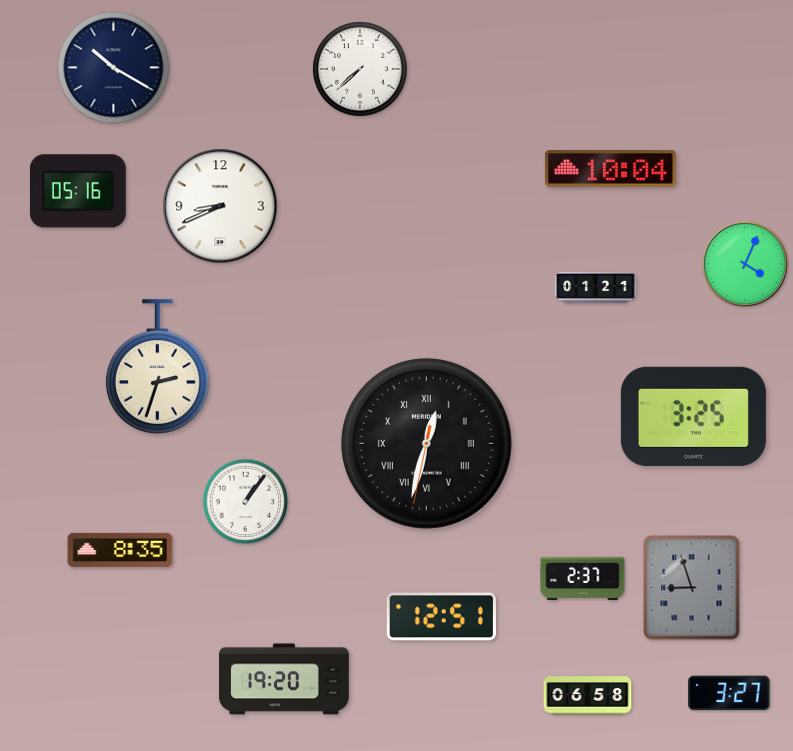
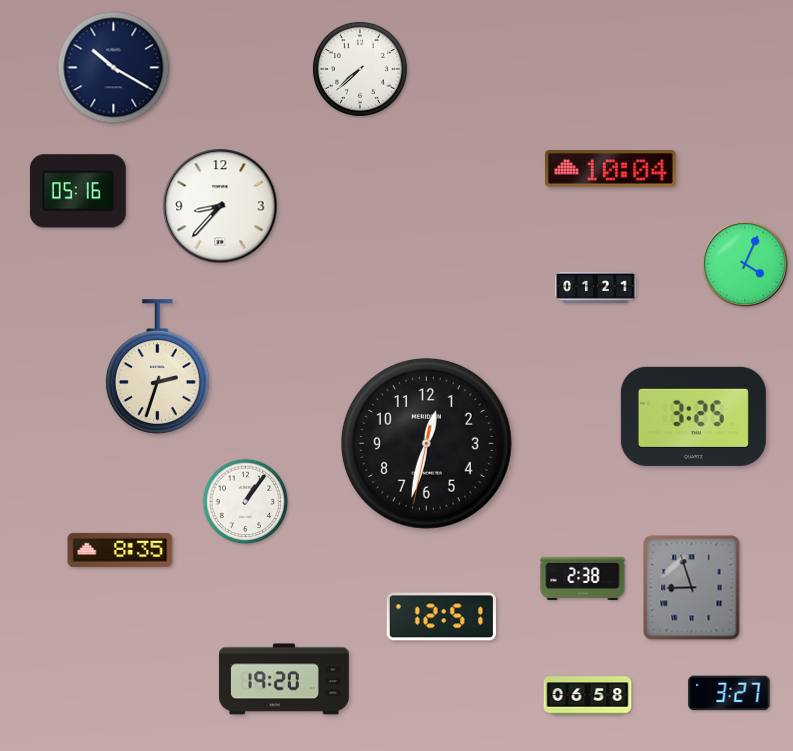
clock at (220, 206): 8:41 -> 8:37
clock at (426, 443) numerals: Roman -> Arabic
clock at (583, 578): 2:37 -> 2:38
